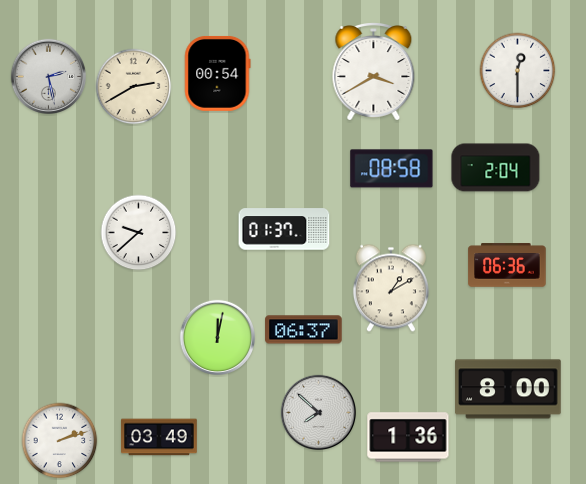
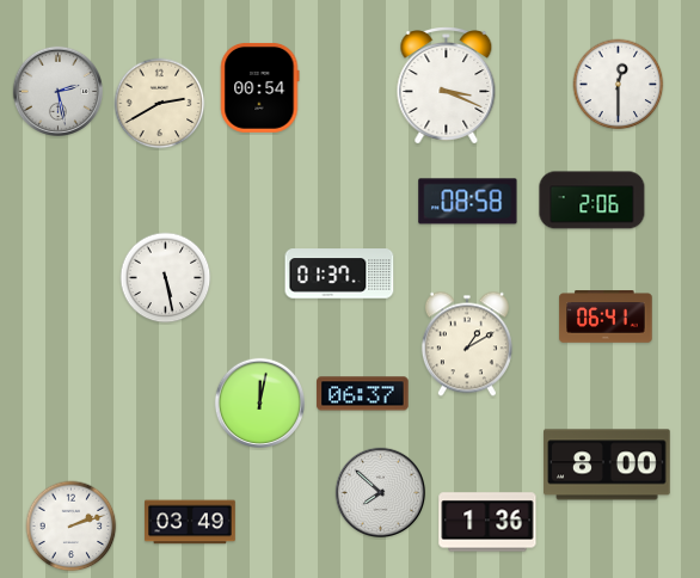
clock at (374, 72): 3:40 -> 3:19
clock at (496, 168): 2:04 -> 2:06
clock at (139, 233): 9:38 -> 5:28
clock at (507, 265): 06:36 -> 06:41
